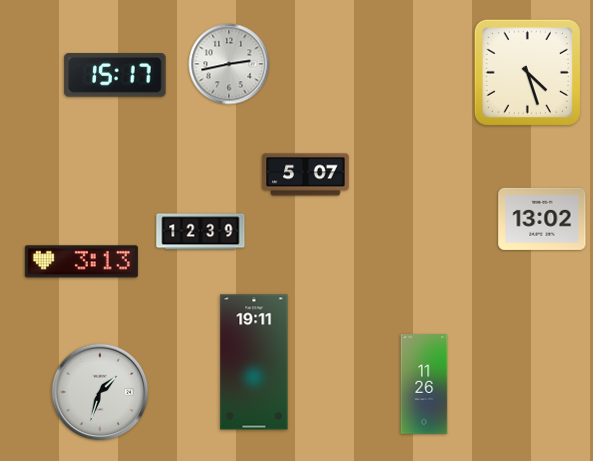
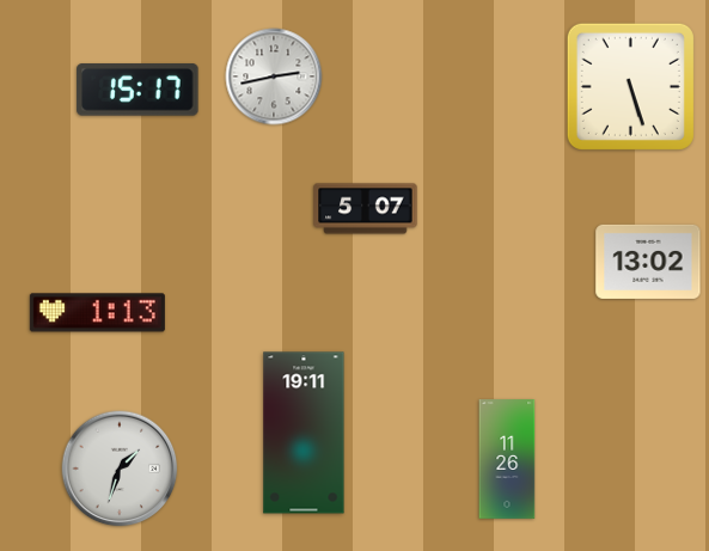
clock at (527, 72): 4:27 -> 5:27
clock at (201, 232): 12:39 -> none
clock at (81, 262): 3:13 -> 1:13
